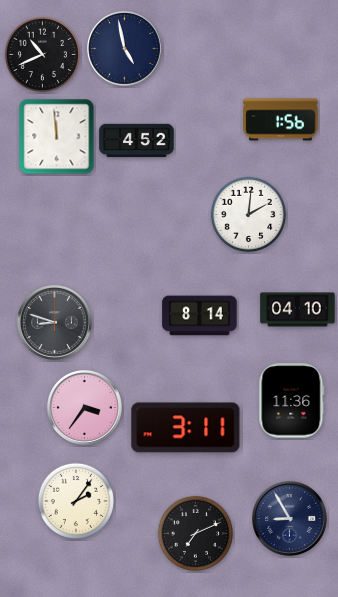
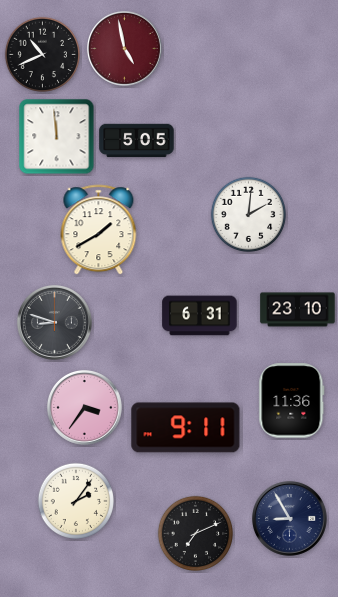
clock at (124, 48) dial: navy -> burgundy
clock at (281, 120): 1:56 -> none
clock at (137, 141): 4:52 -> 5:05
clock at (99, 230): none -> 1:40
clock at (298, 310): 04:10 -> 23:10
clock at (200, 316): 8:14 -> 6:31
clock at (186, 428): 3:11 -> 9:11
